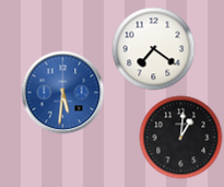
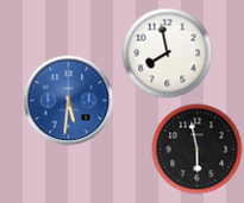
clock at (154, 49): 7:21 -> 7:58
clock at (181, 138): 1:01 -> 5:58
